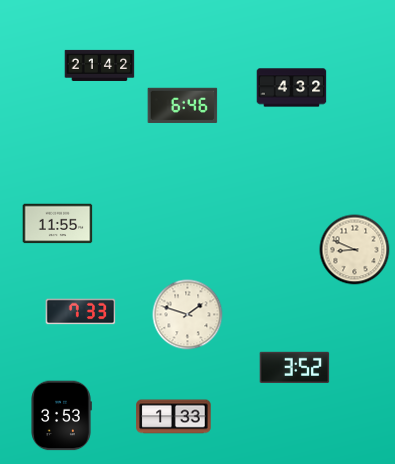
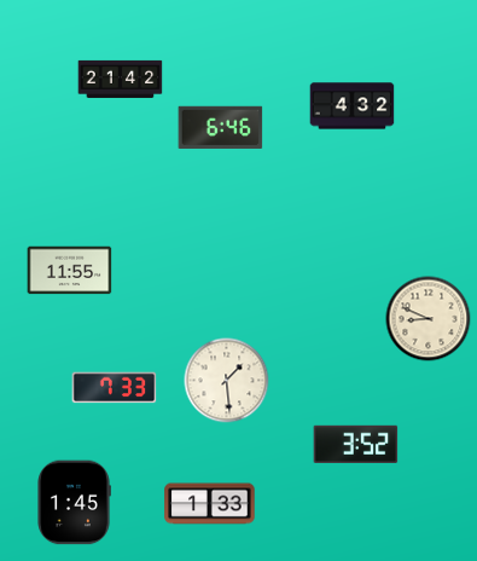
clock at (355, 250) position: (355, 250) -> (429, 319)
clock at (81, 312) position: (81, 312) -> (115, 388)
clock at (188, 315): 1:48 -> 1:29
clock at (61, 416): 3:53 -> 1:45
